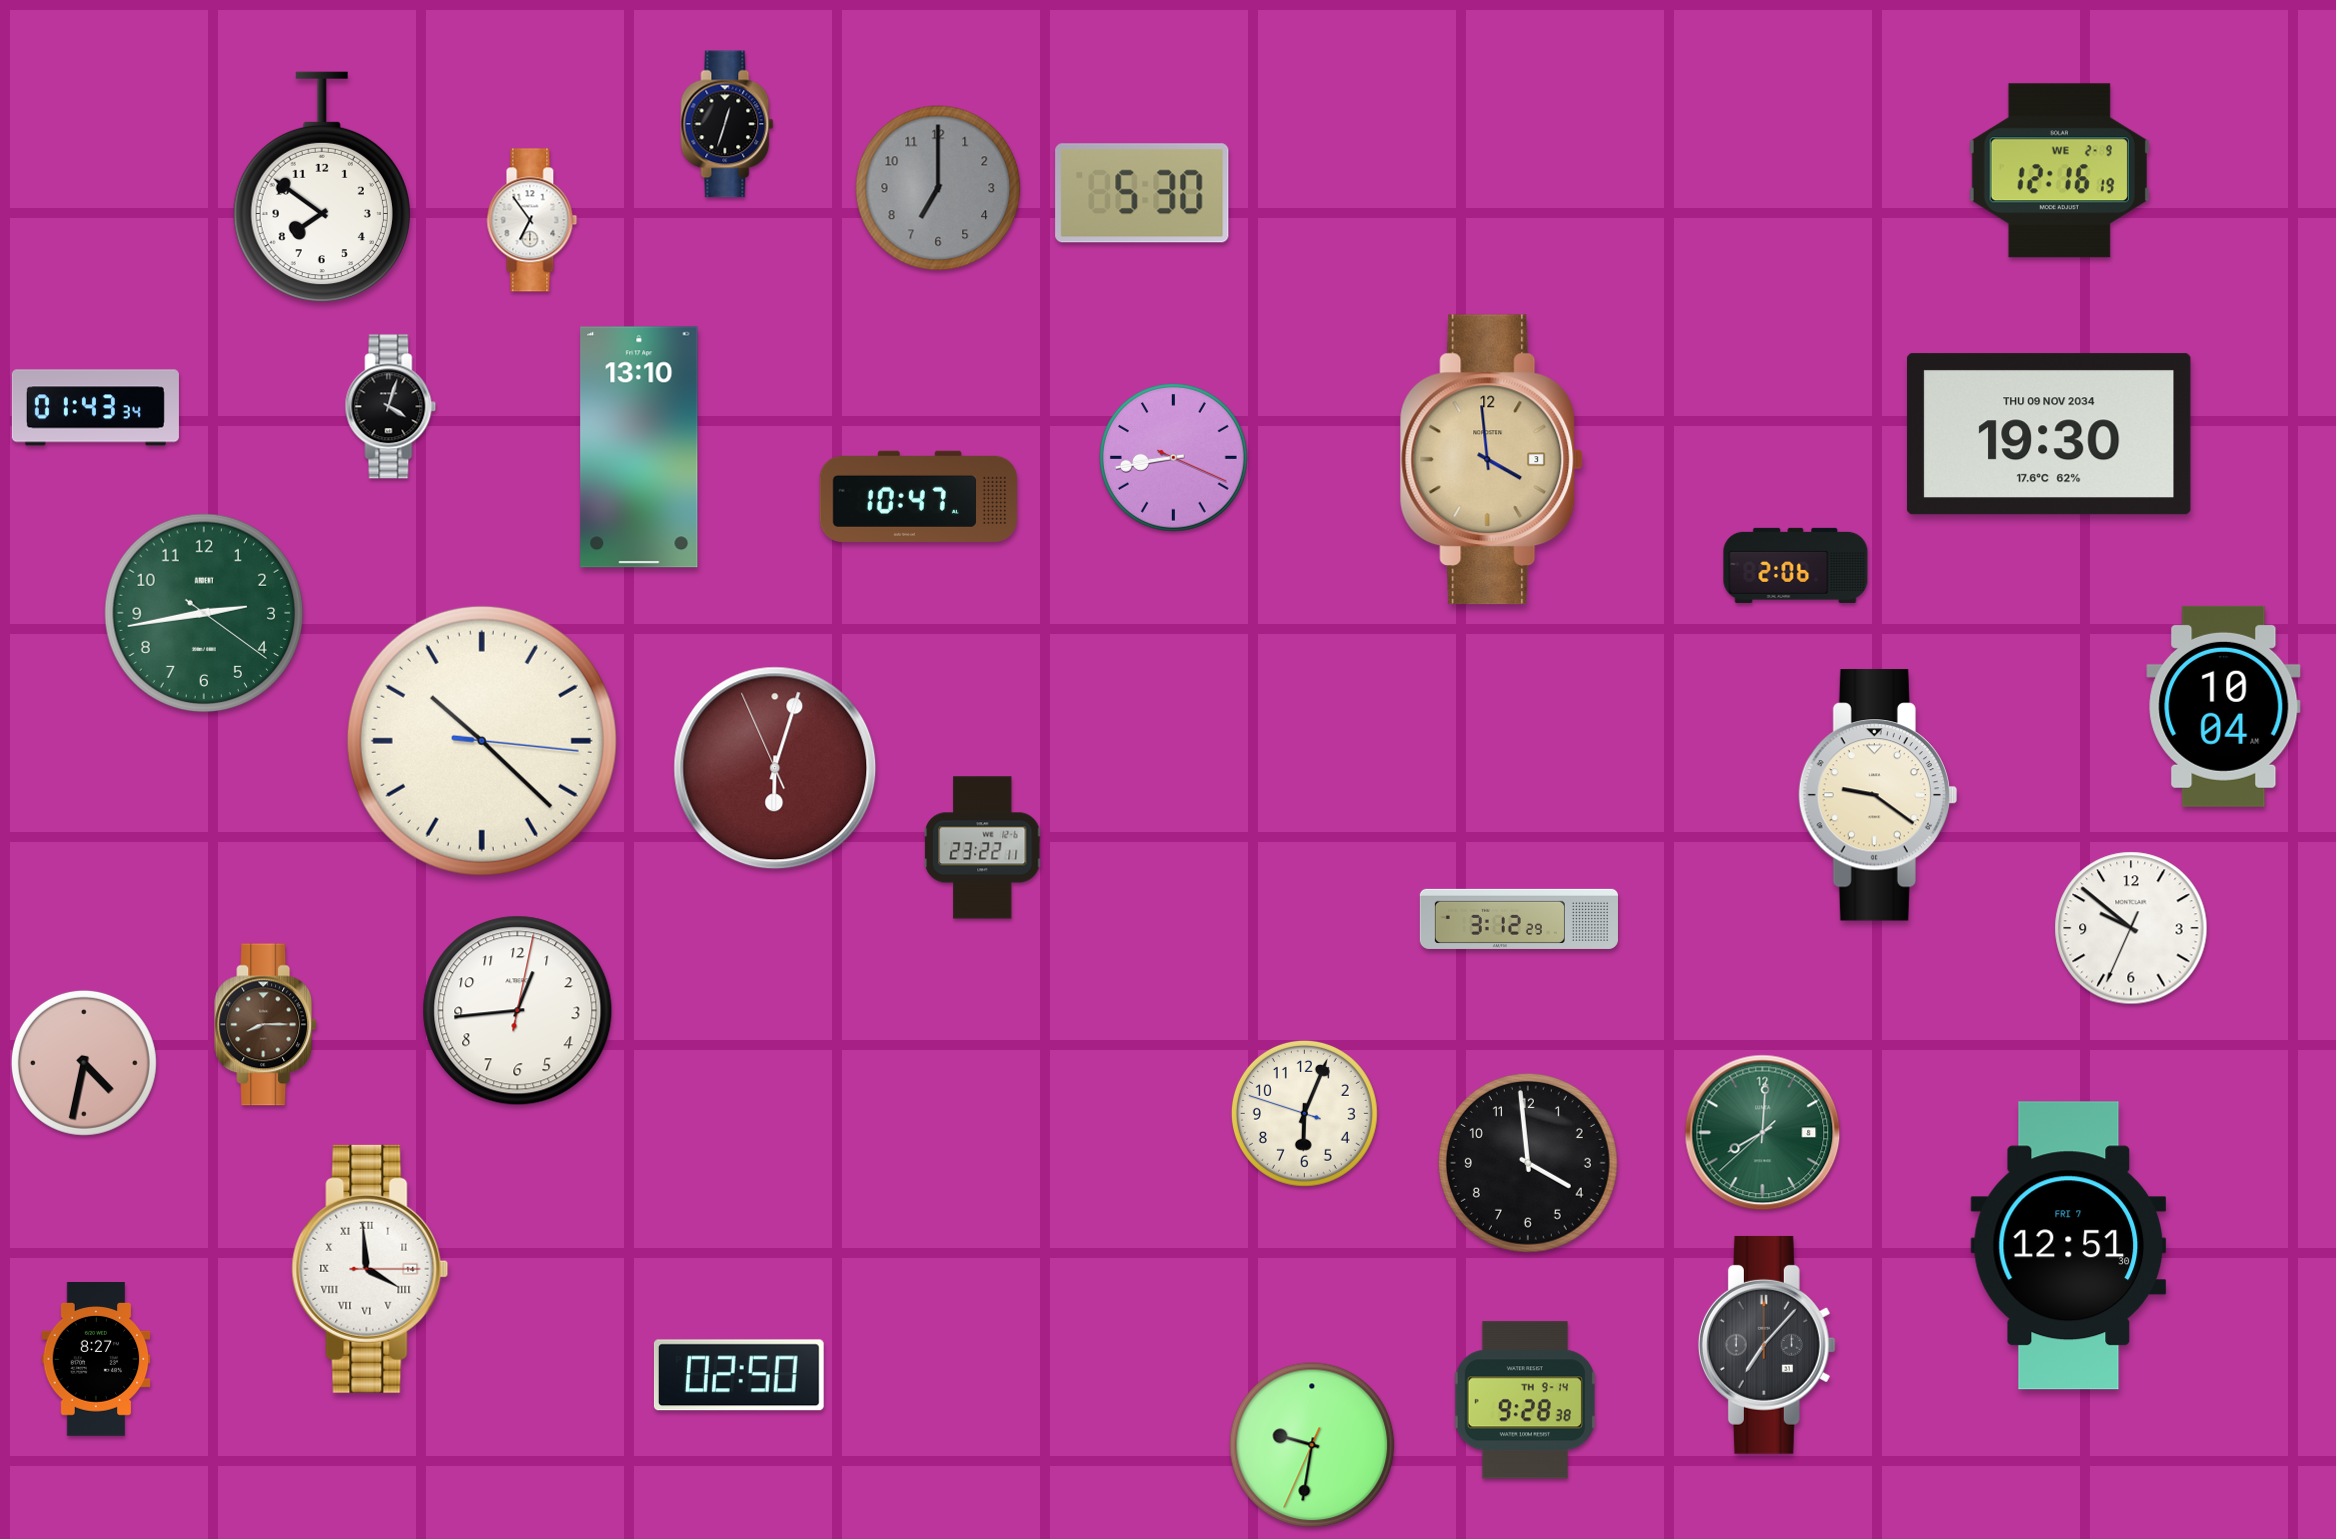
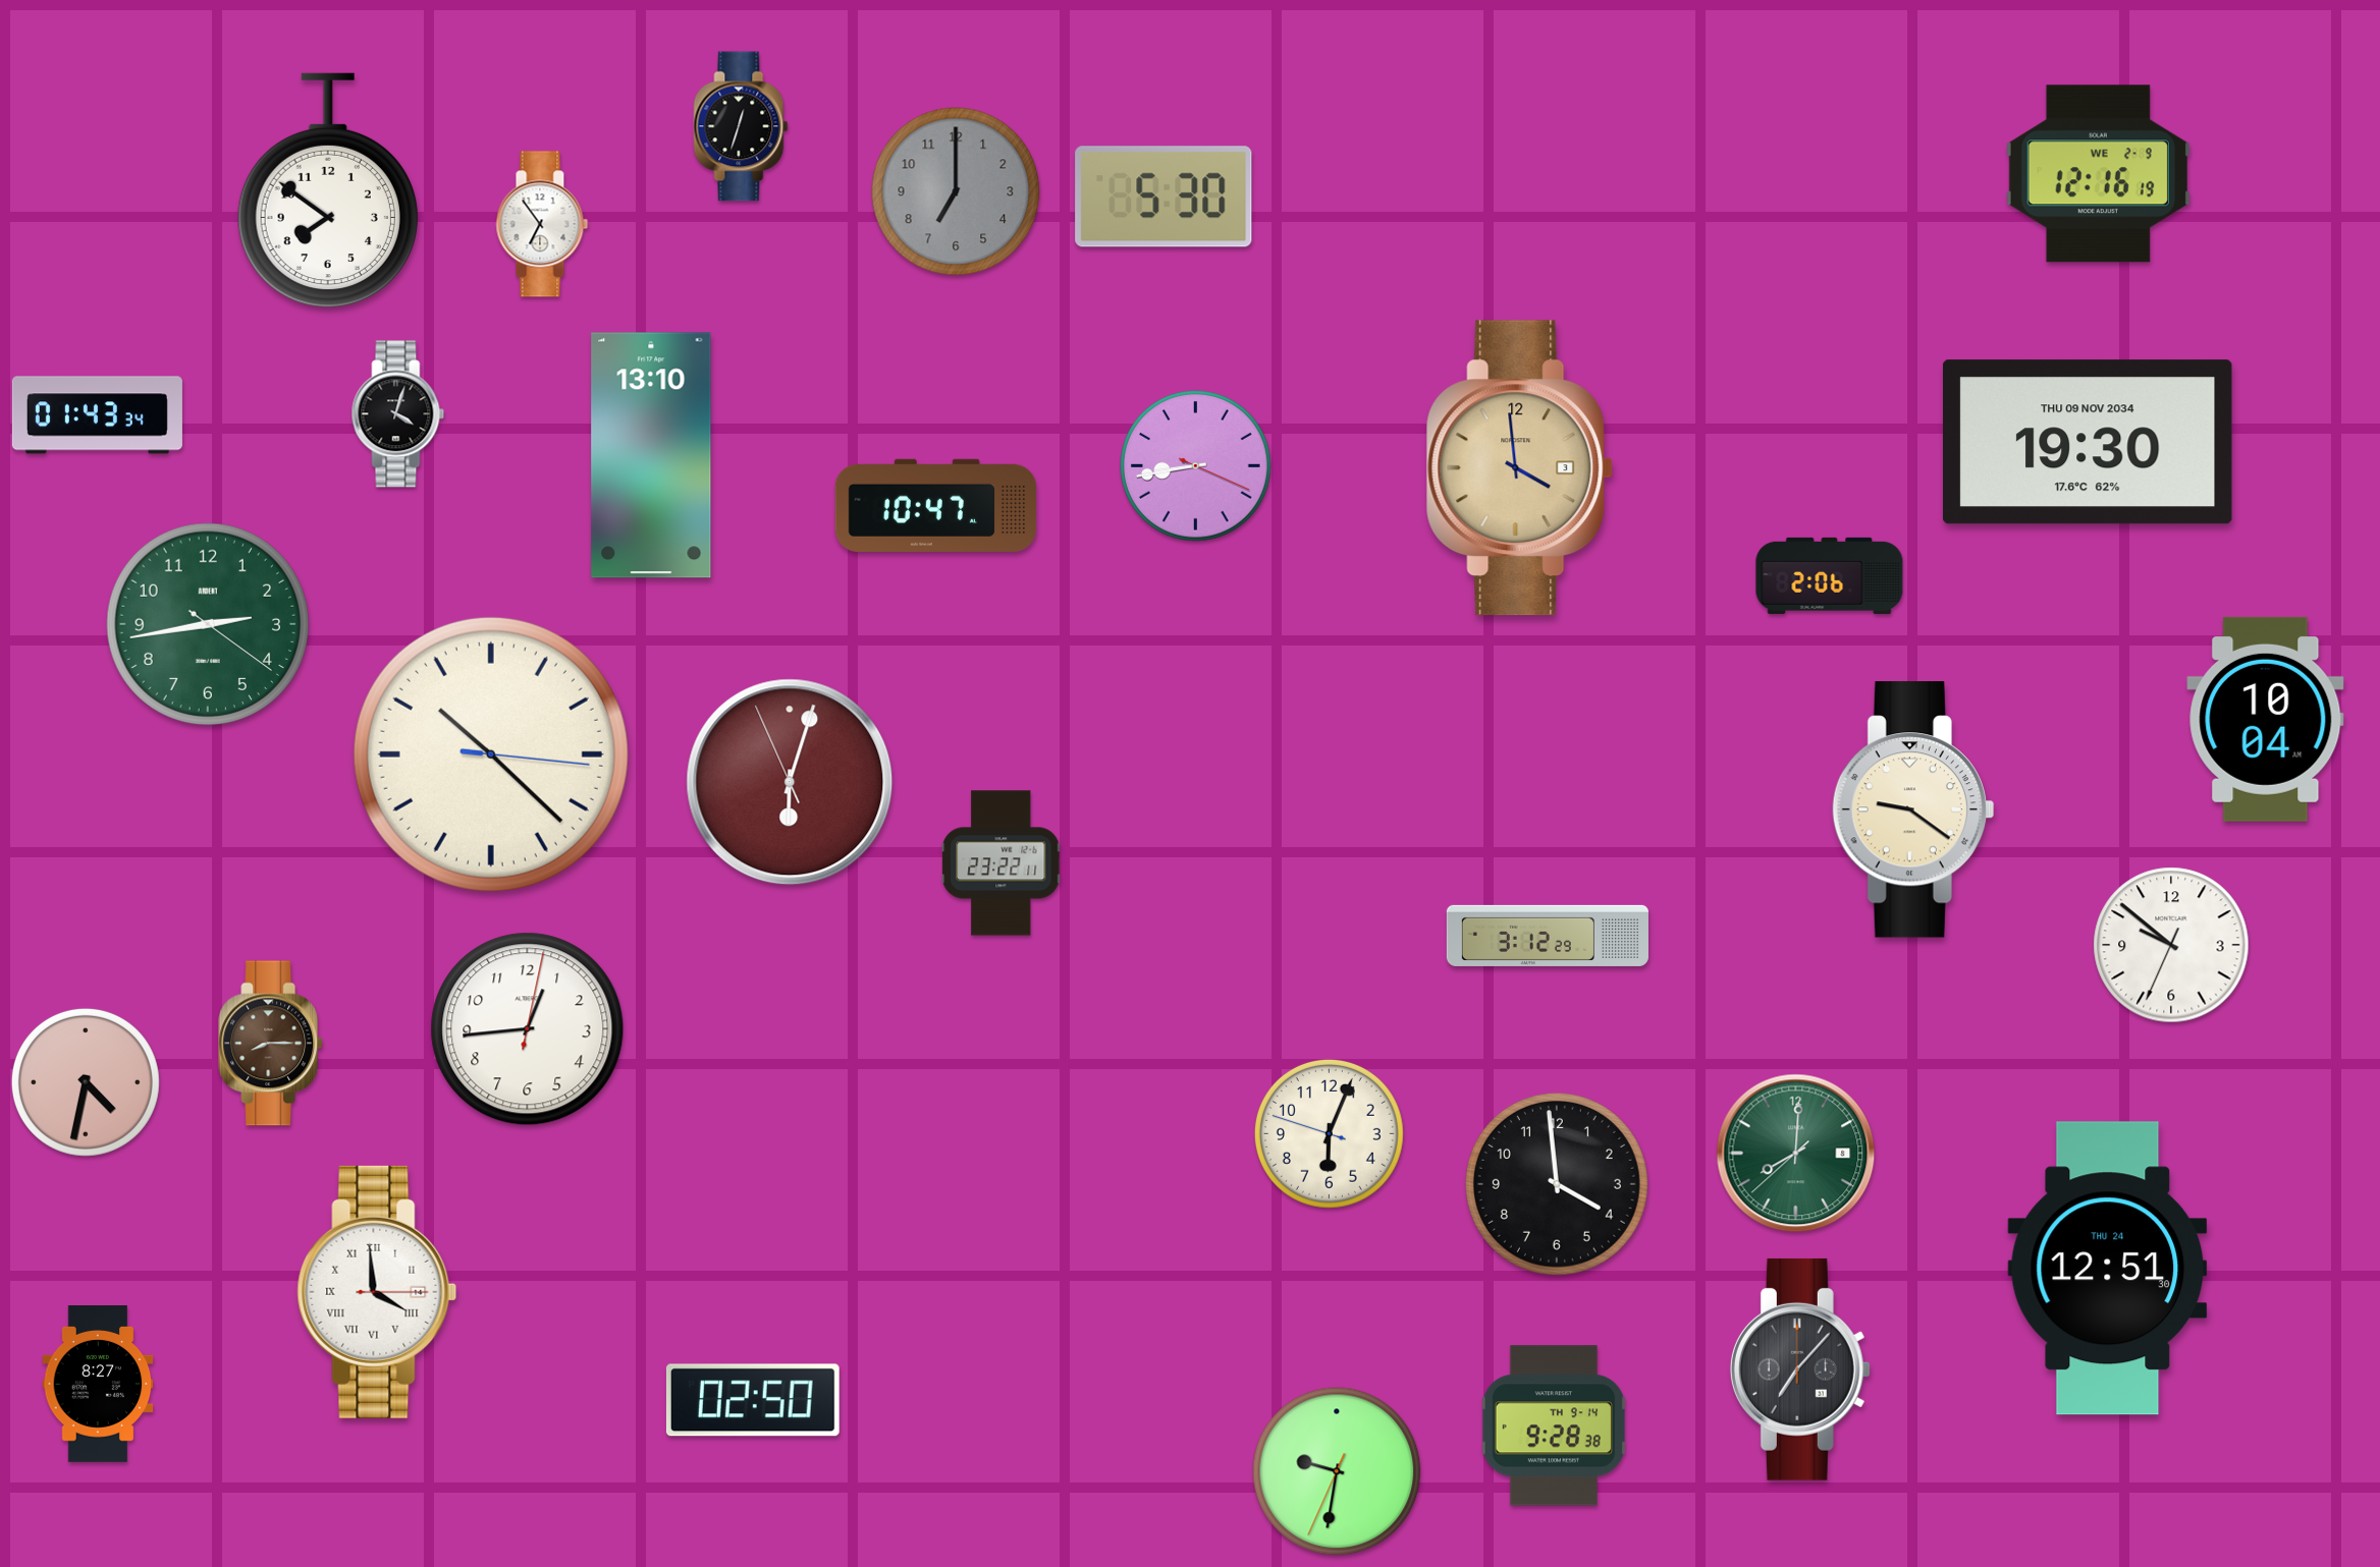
clock at (2069, 1246) date: FRI 7 -> THU 24
